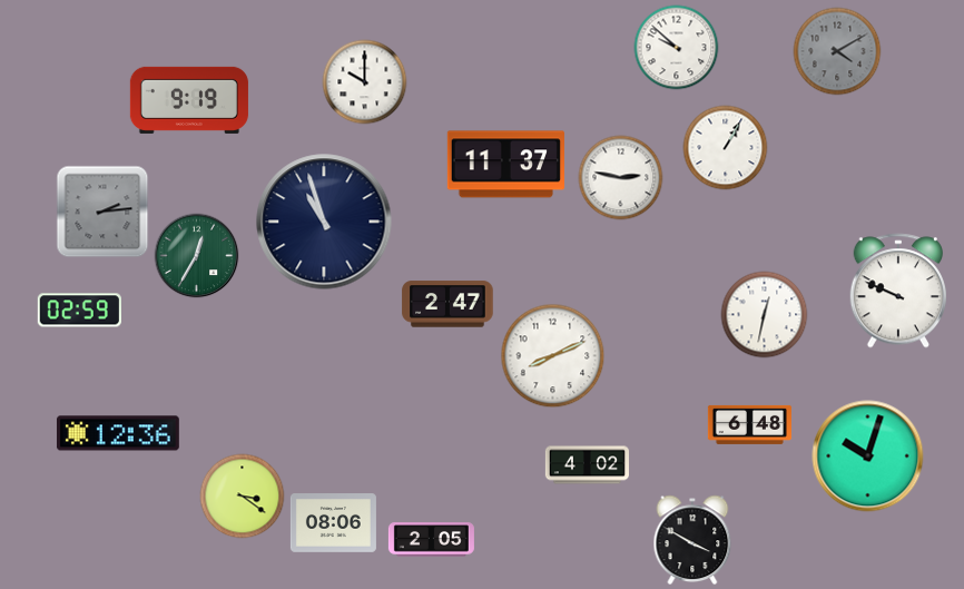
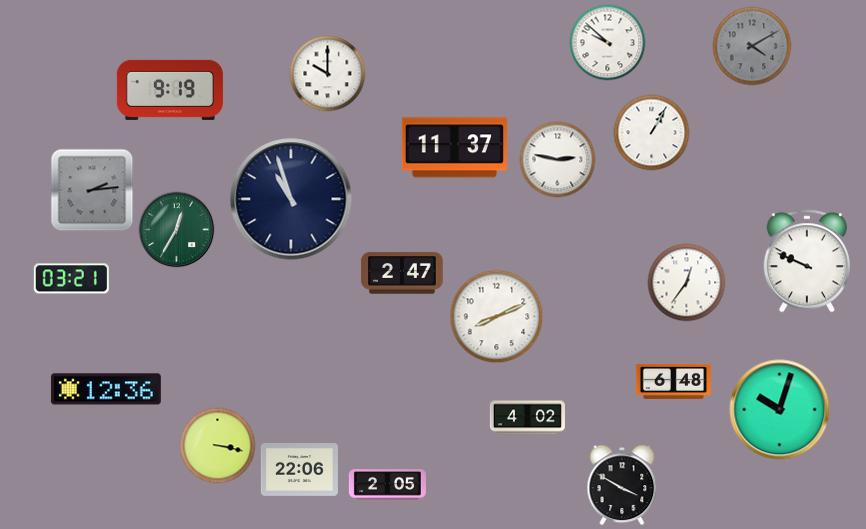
clock at (79, 311): 02:59 -> 03:21
clock at (765, 315): 12:32 -> 12:36
clock at (553, 356) position: (553, 356) -> (497, 317)
clock at (243, 497): 3:21 -> 3:17
clock at (333, 523): 08:06 -> 22:06
